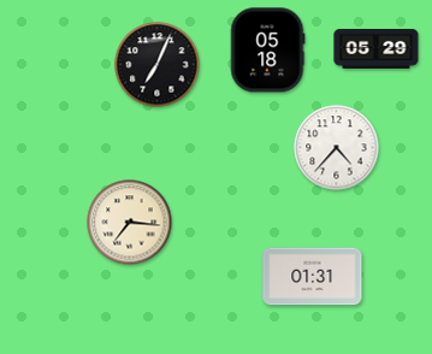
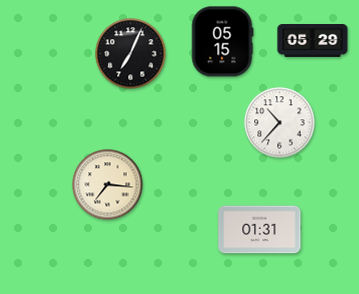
clock at (267, 51): 05:18 -> 05:15
clock at (337, 148): 4:37 -> 10:37
